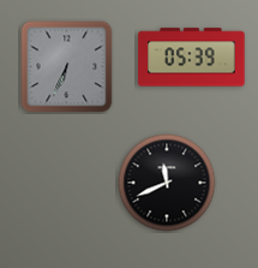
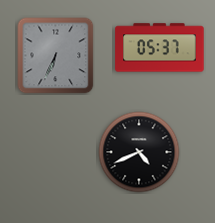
clock at (192, 58): 05:39 -> 05:37
clock at (167, 183): 11:41 -> 4:41
